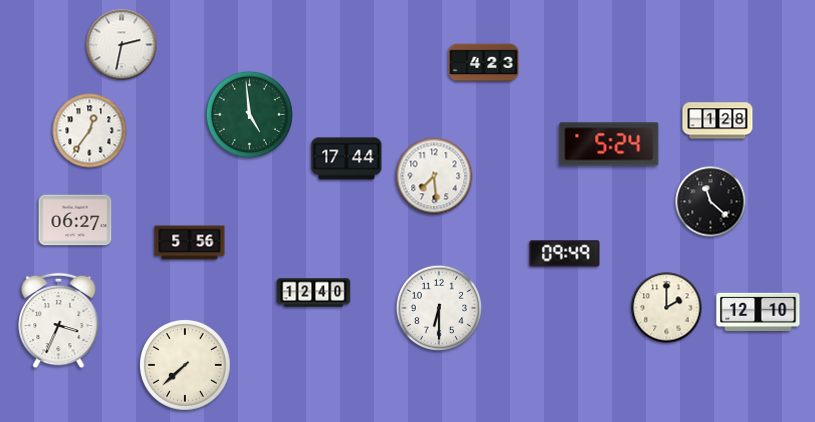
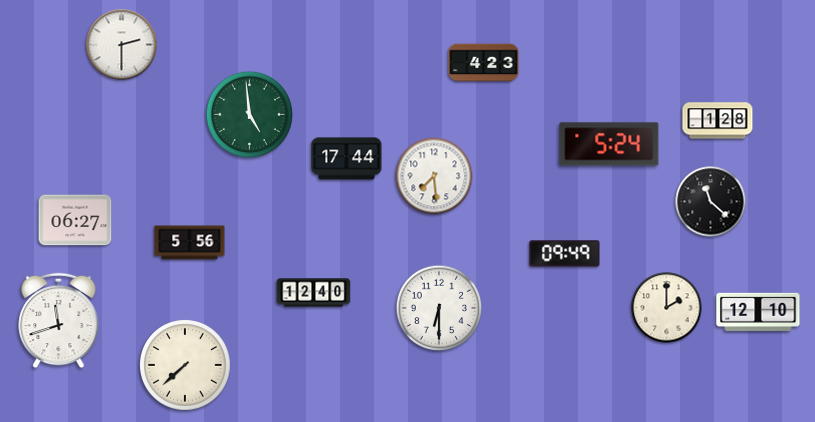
clock at (122, 45): 2:32 -> 2:30
clock at (90, 131): 12:36 -> none
clock at (59, 321): 3:34 -> 11:42
